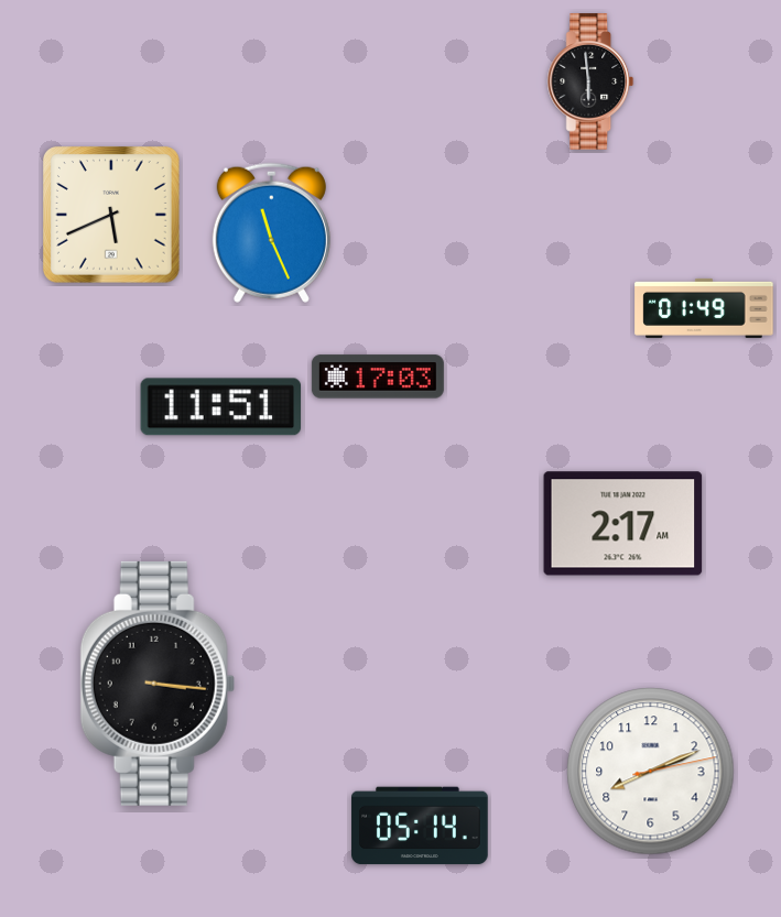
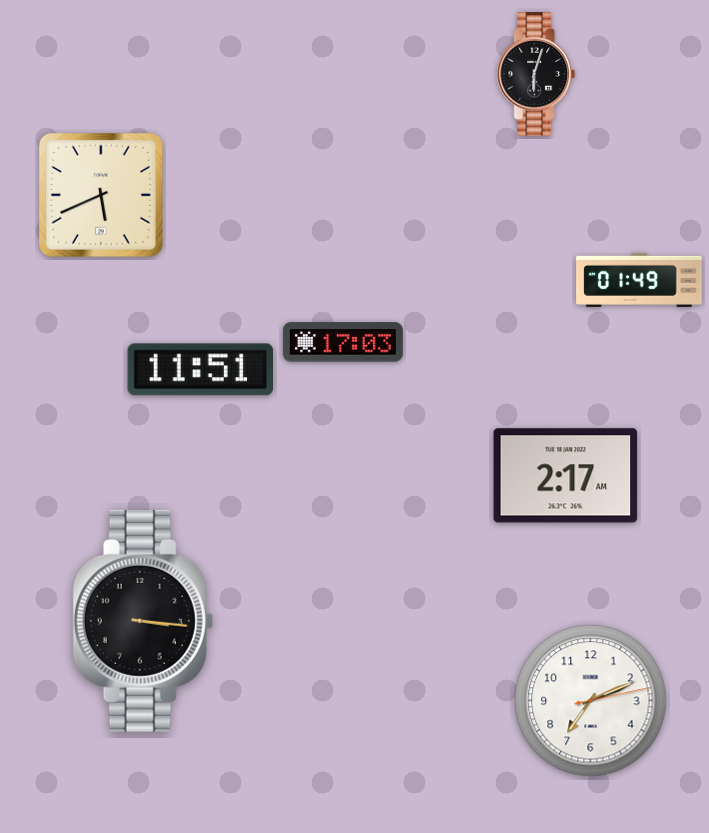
clock at (590, 81): 5:59 -> 6:03
clock at (271, 232): 11:26 -> none
clock at (651, 772): 8:11 -> 7:11
clock at (420, 826): 05:14 -> none
